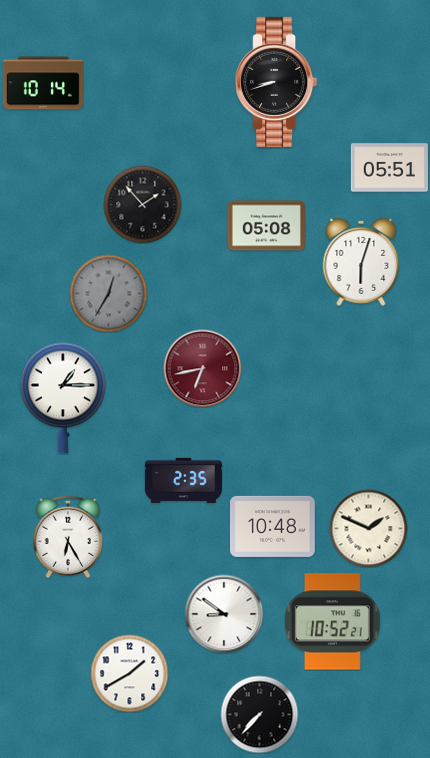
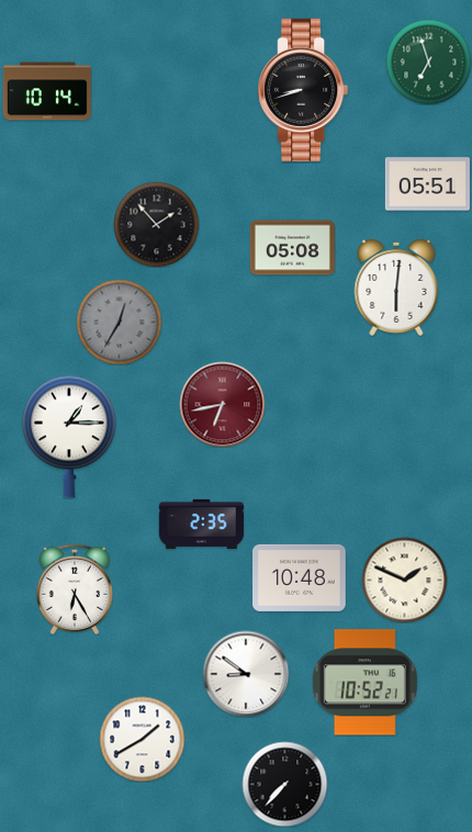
clock at (428, 61): none -> 6:57
clock at (361, 262): 6:03 -> 6:01
clock at (183, 480) position: (183, 480) -> (201, 524)
